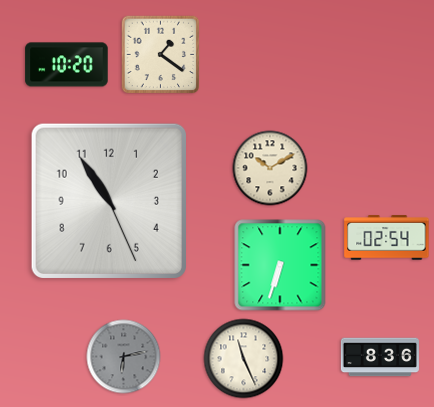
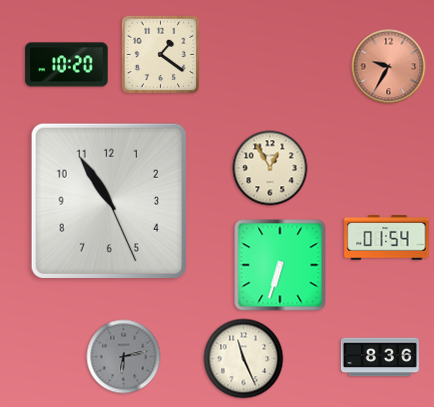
clock at (389, 67): none -> 9:35
clock at (270, 168): 10:10 -> 12:55
clock at (387, 238): 02:54 -> 01:54
